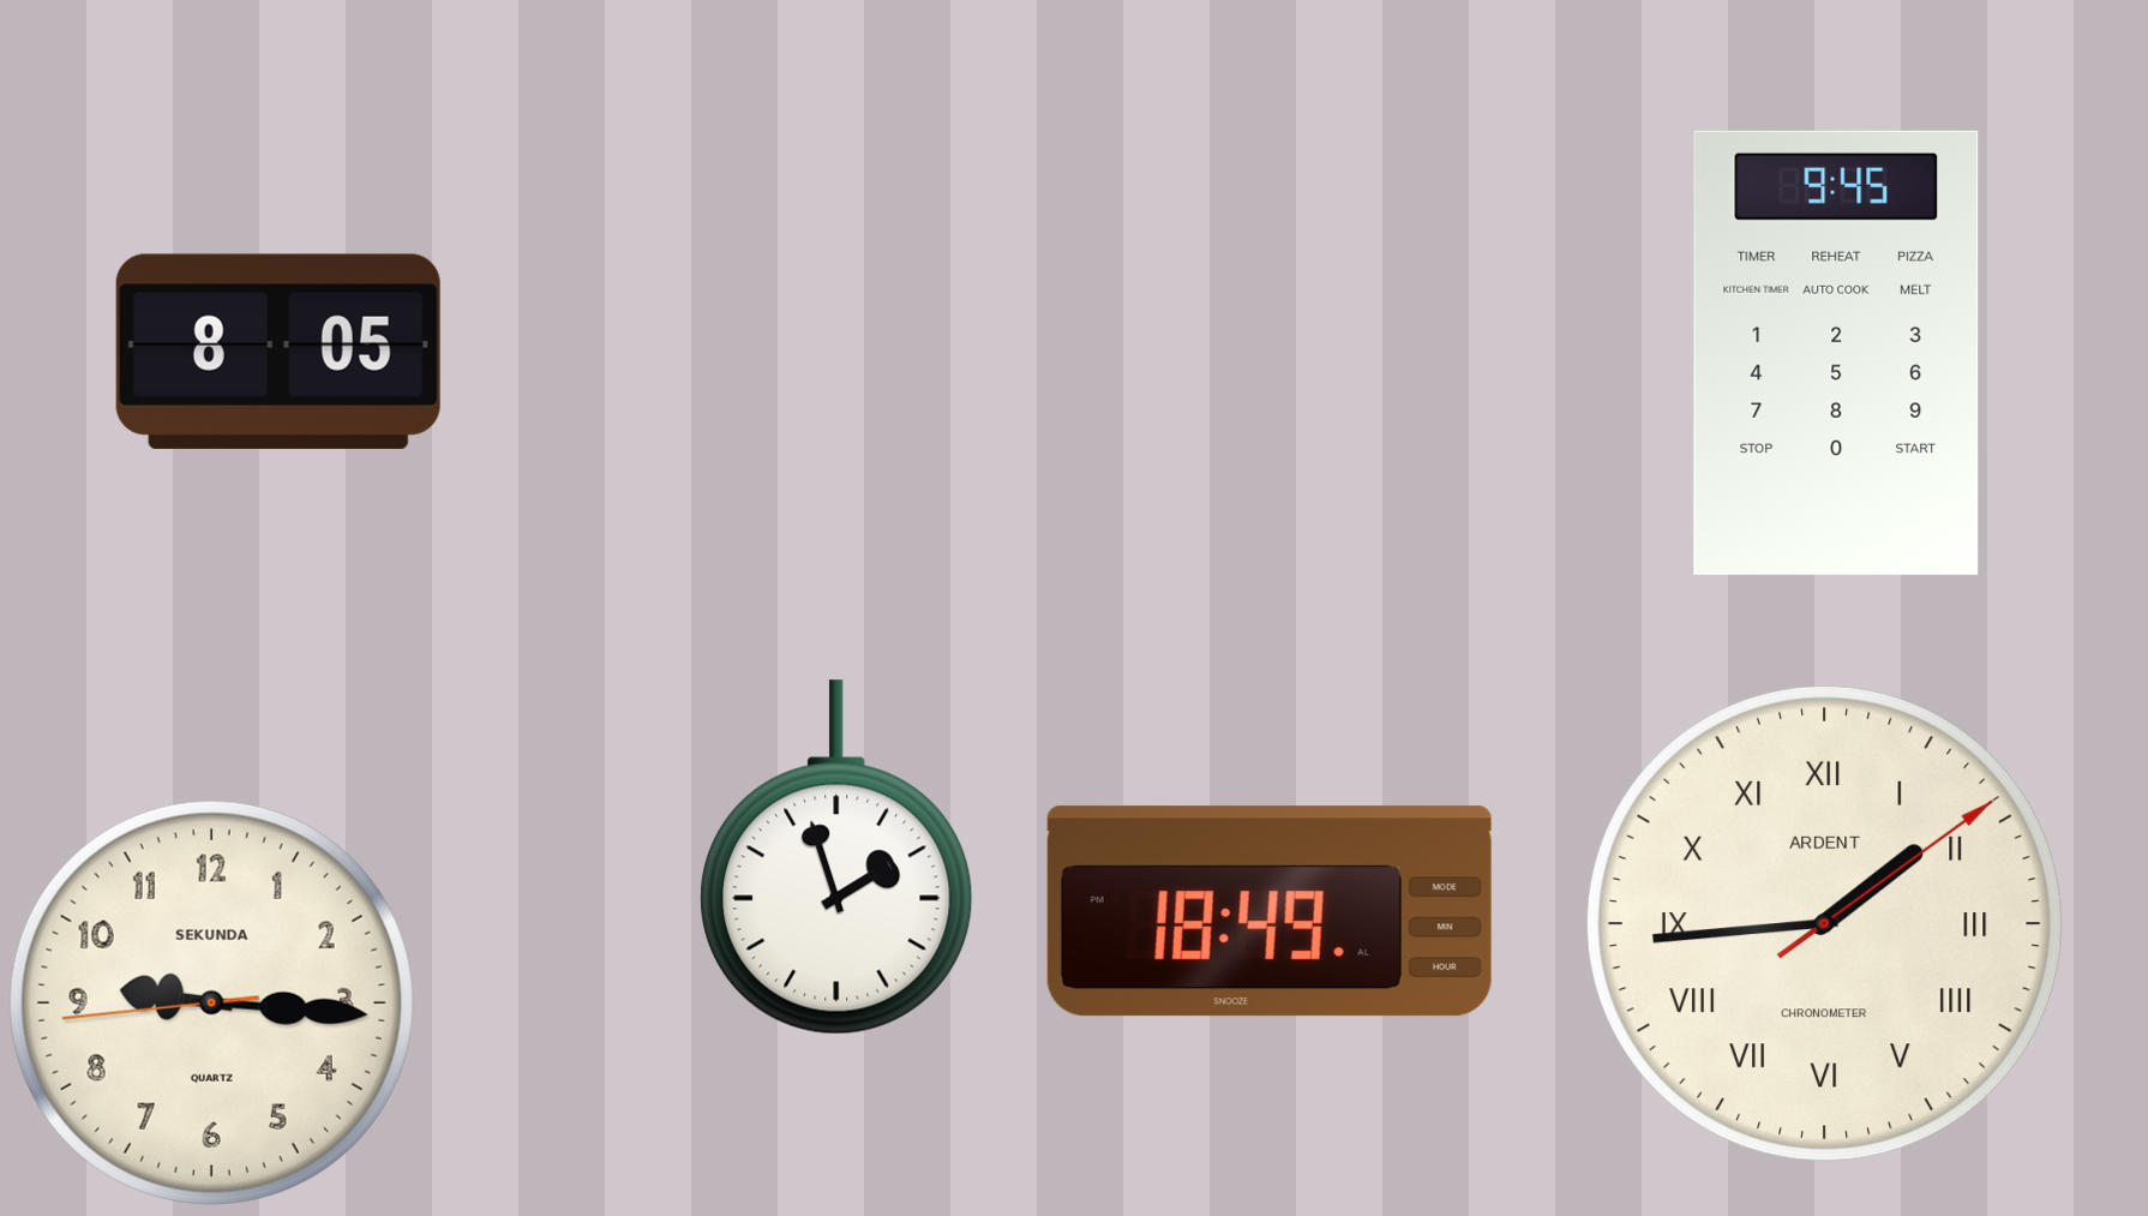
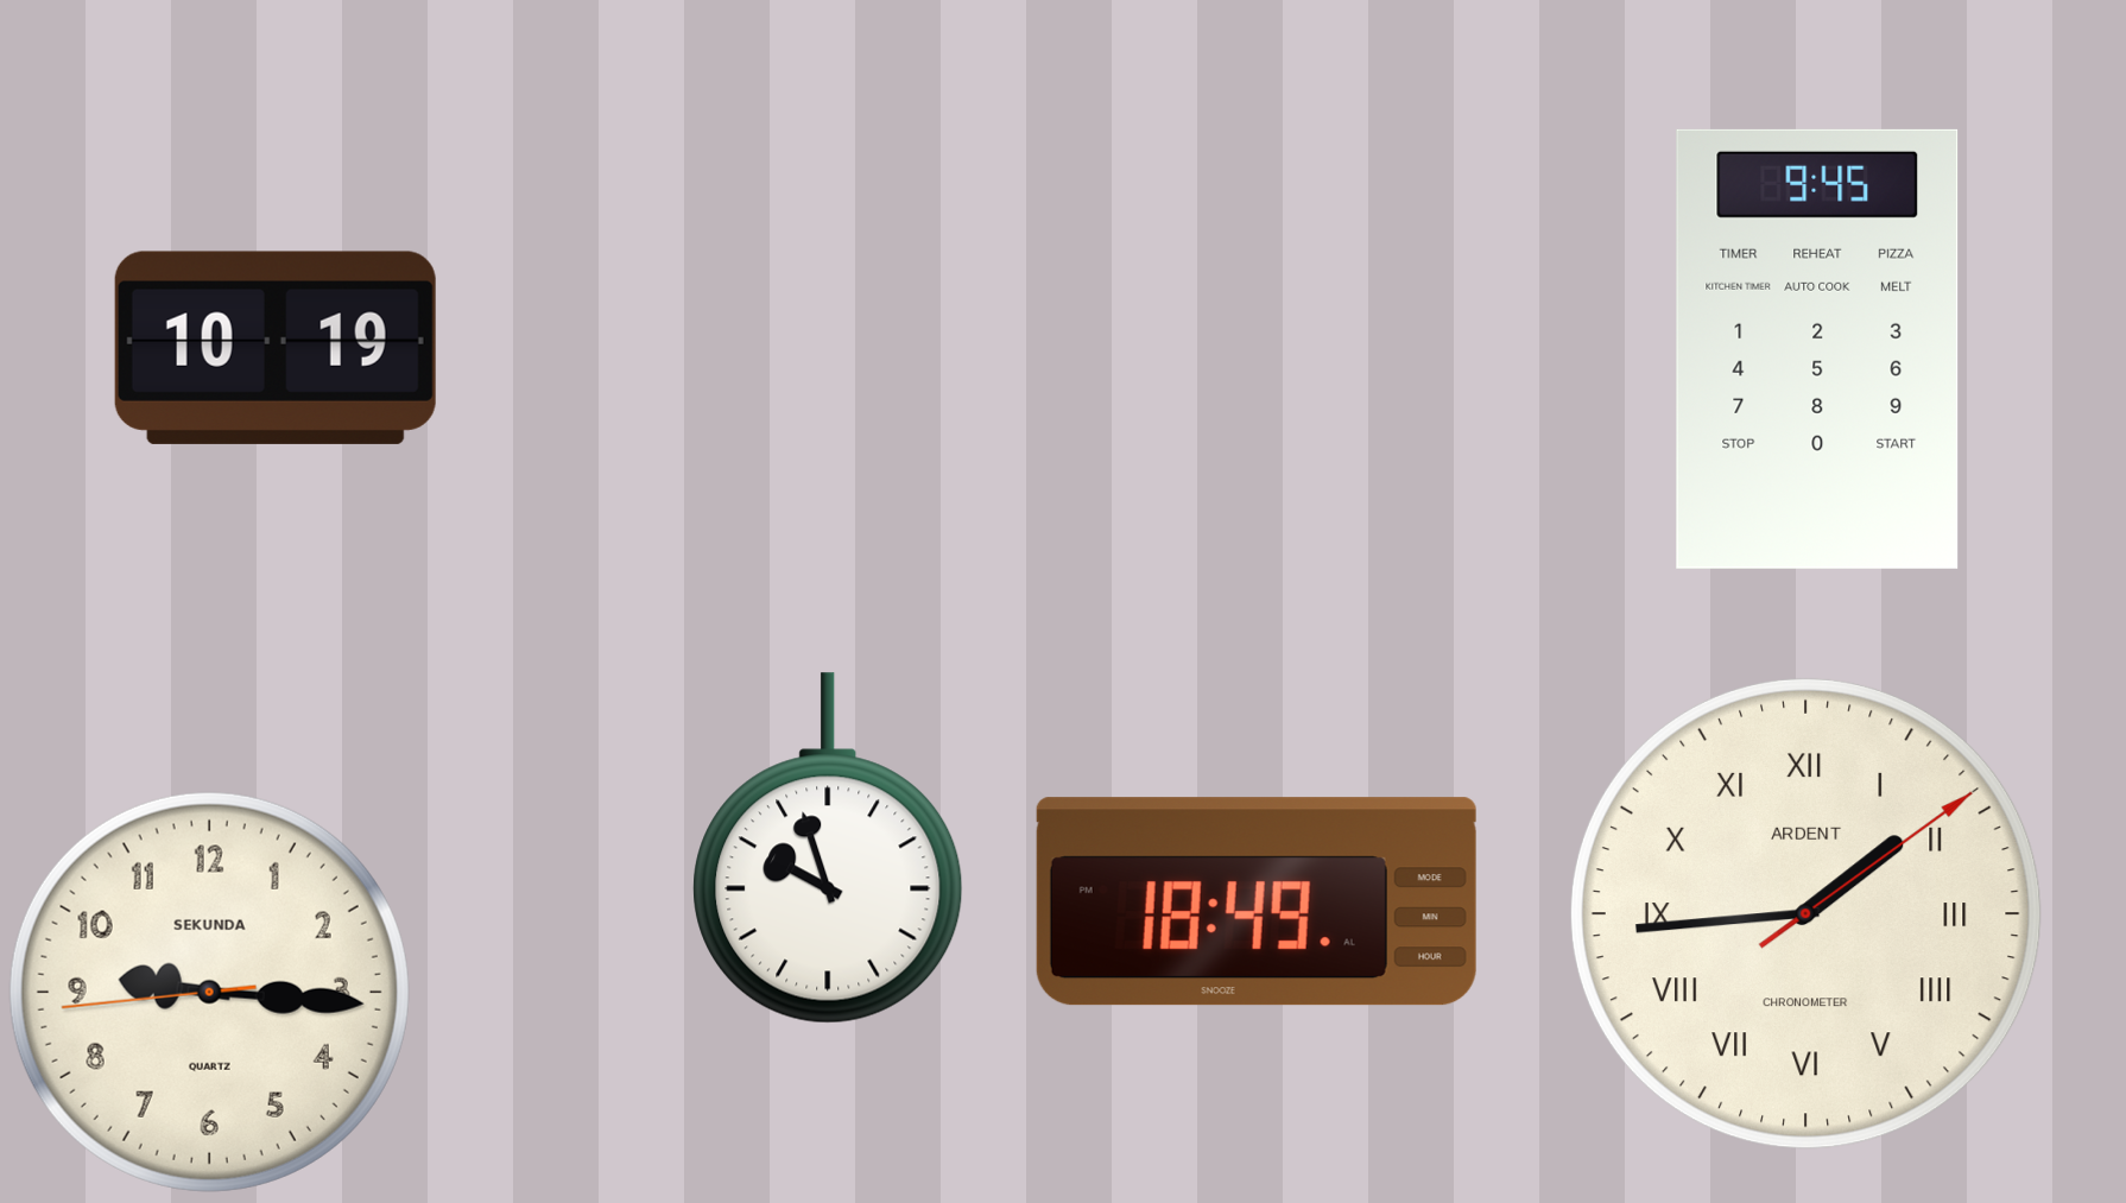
clock at (278, 352): 8:05 -> 10:19
clock at (836, 857): 1:57 -> 9:57
